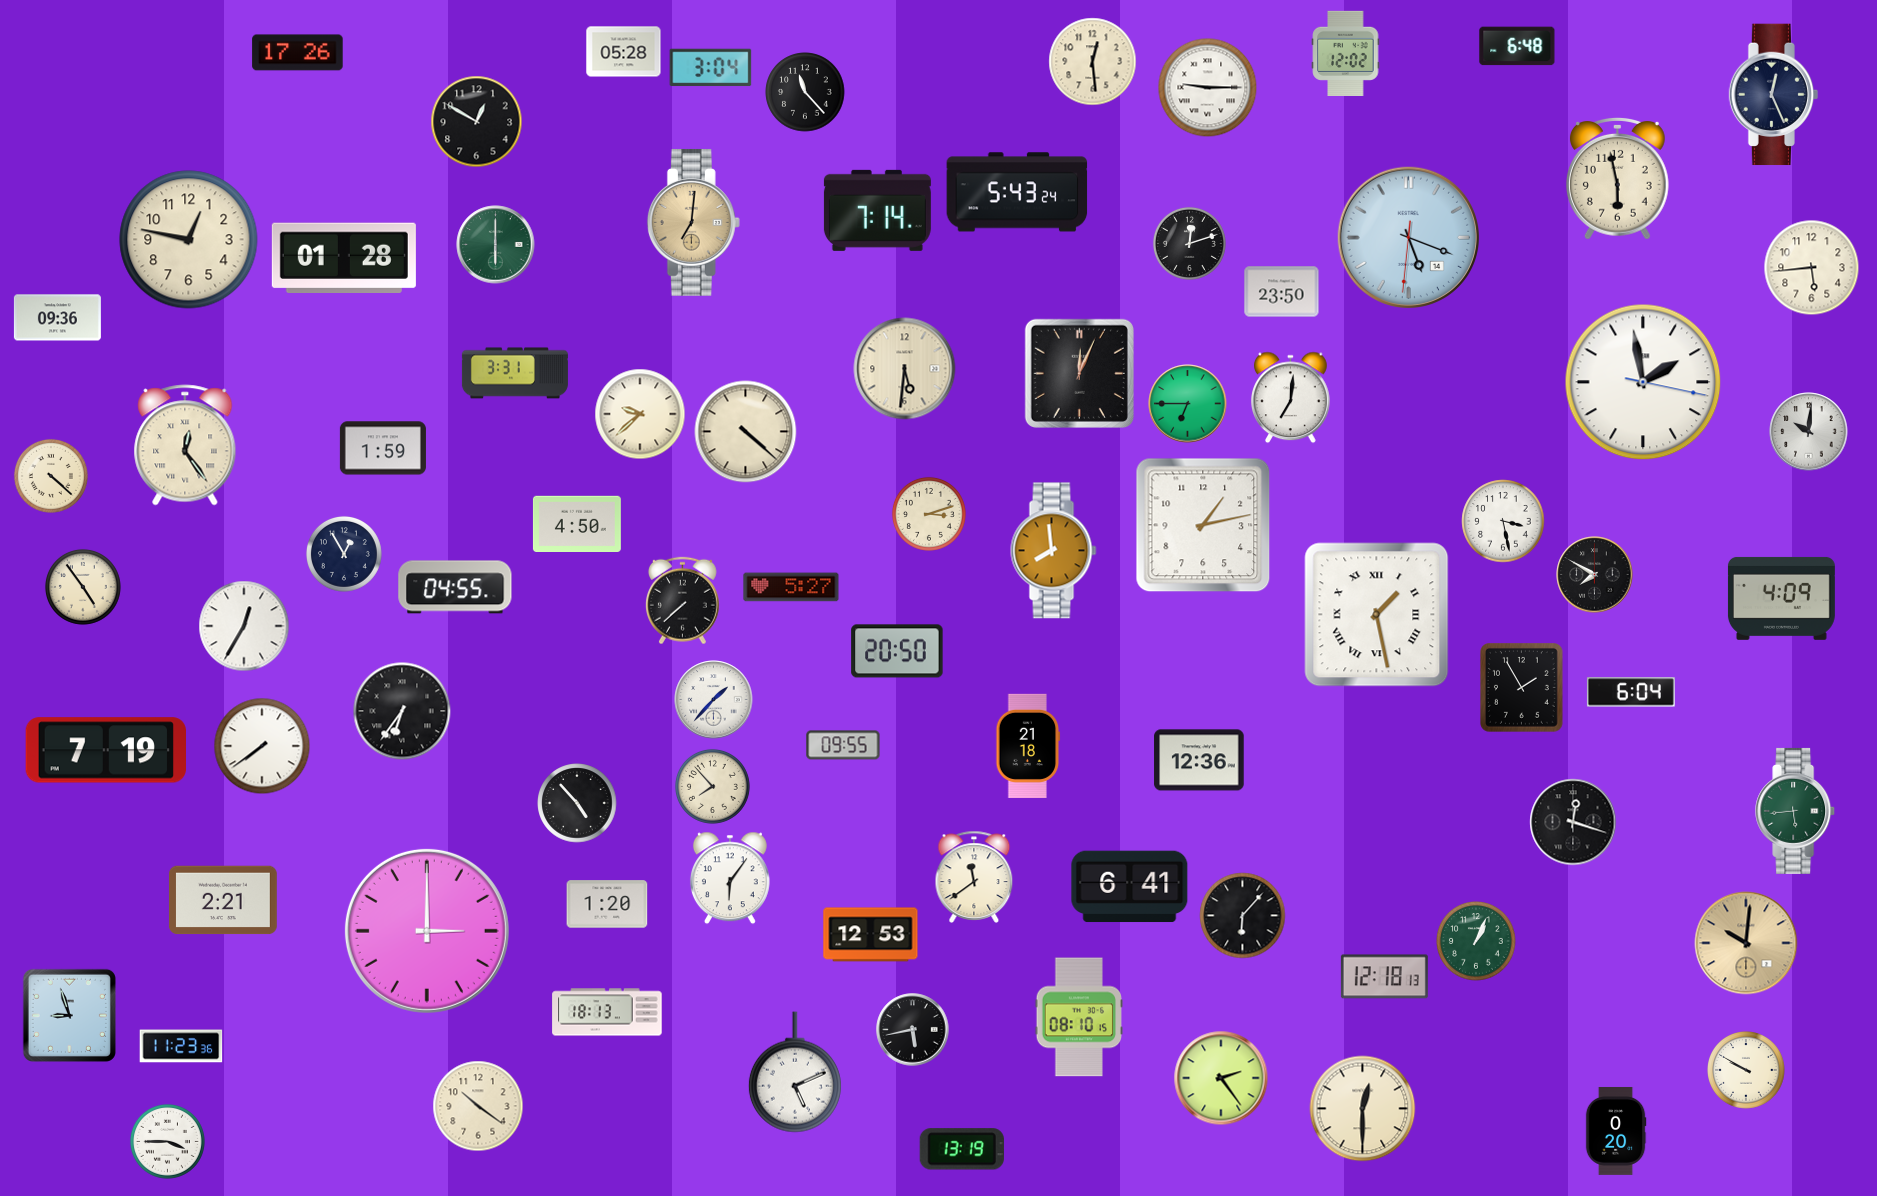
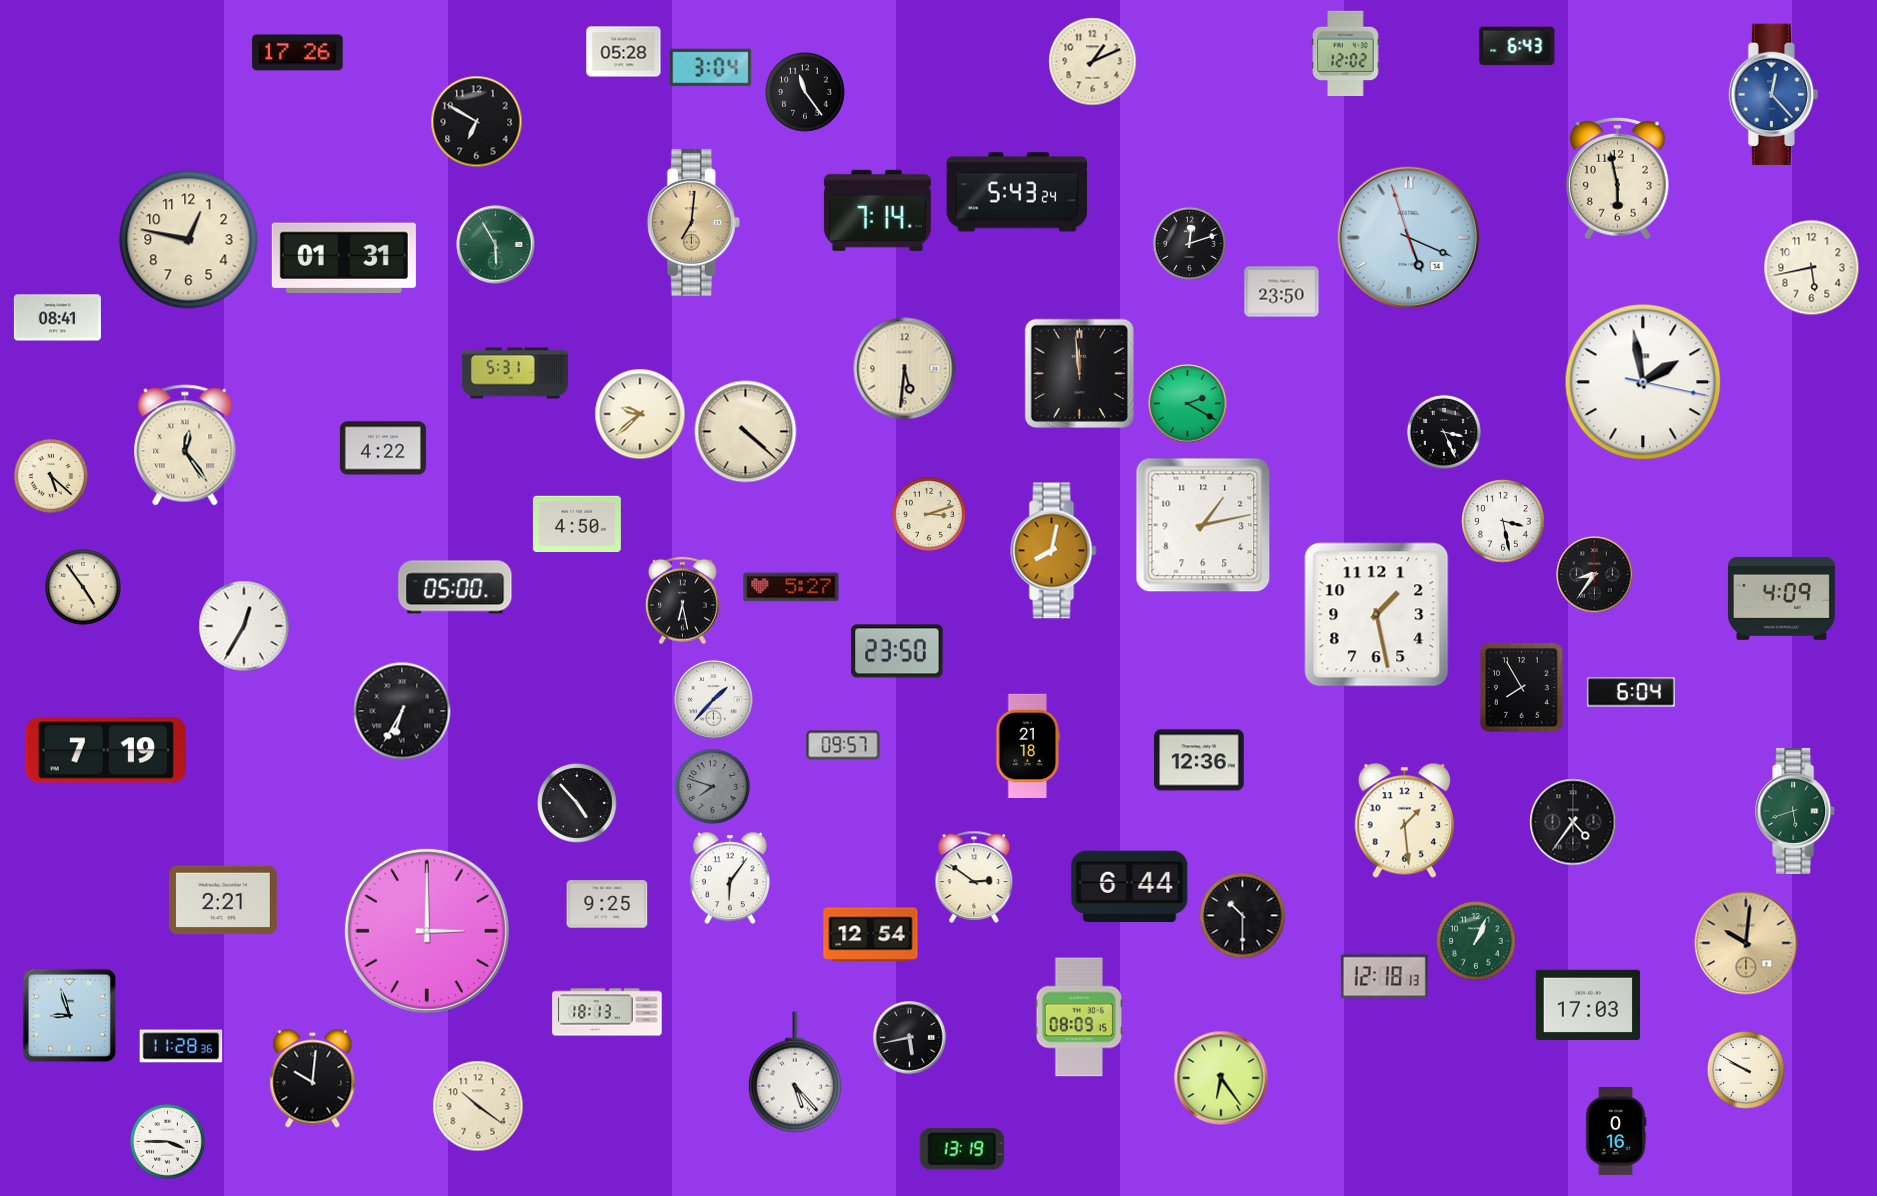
clock at (1517, 46): 6:48 -> 6:43
clock at (1093, 62): 12:29 -> 1:11
clock at (1208, 88): 9:15 -> none
clock at (805, 92): 11:23 -> 11:24
clock at (1774, 95): 12:26 -> 12:23
clock at (1774, 95) dial: navy -> blue
clock at (477, 122): 12:50 -> 6:50
clock at (1408, 237): 5:18:31 -> 5:18:57
clock at (496, 245): 6:00 -> 5:55
clock at (344, 258): 01:28 -> 01:31
clock at (1812, 268): 5:44 -> 5:43
clock at (57, 318): 09:36 -> 08:41
clock at (515, 373): 3:31 -> 5:31
clock at (1079, 373): 12:04 -> 11:59
clock at (1291, 398): 7:01 -> none
clock at (1188, 404): 6:45 -> 2:20
clock at (1444, 432): none -> 3:26
clock at (1809, 432): 10:01 -> none
clock at (383, 448): 1:59 -> 4:22
clock at (51, 476): 4:22 -> 5:22
clock at (1054, 551): 7:59 -> 8:02
clock at (344, 554): 12:55 -> none
clock at (1595, 575): 7:50 -> 8:36
clock at (455, 587): 04:55 -> 05:00
clock at (682, 601): 7:38 -> 6:28
clock at (1377, 615) numerals: Roman -> Arabic
clock at (897, 651): 20:50 -> 23:50
clock at (1522, 688): 1:55 -> 7:55
clock at (402, 711): 6:36 -> 6:35
clock at (843, 745): 09:55 -> 09:57
clock at (262, 746): 7:39 -> none
clock at (712, 786): 7:53 -> 7:48
clock at (712, 786) dial: cream -> grey
clock at (1796, 811): 5:44 -> 5:42
clock at (1405, 821): none -> 1:29
clock at (1573, 822): 12:18 -> 4:36
clock at (974, 877): 11:39 -> 2:51
clock at (1130, 887): 6:41 -> 6:44
clock at (607, 904): 1:20 -> 9:25
clock at (1243, 916): 6:07 -> 10:30
clock at (871, 935): 12:53 -> 12:54
clock at (1587, 1004): none -> 17:03
clock at (1079, 1017): 08:10 -> 08:09
clock at (913, 1030) position: (913, 1030) -> (910, 1038)
clock at (181, 1046): 11:23 -> 11:28
clock at (795, 1072): 5:11 -> 5:23
clock at (1221, 1078): 2:24 -> 6:24
clock at (313, 1079): none -> 10:01
clock at (1363, 1109): 12:30 -> none
clock at (1616, 1131): 0:20 -> 0:16
